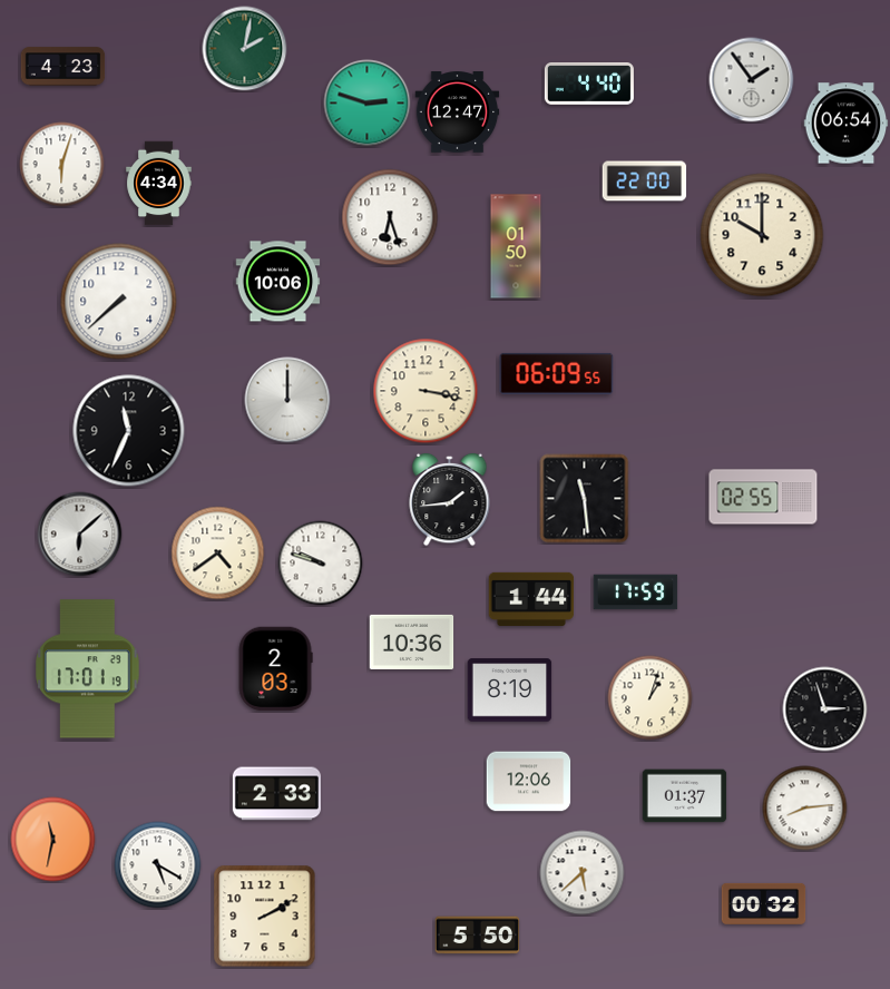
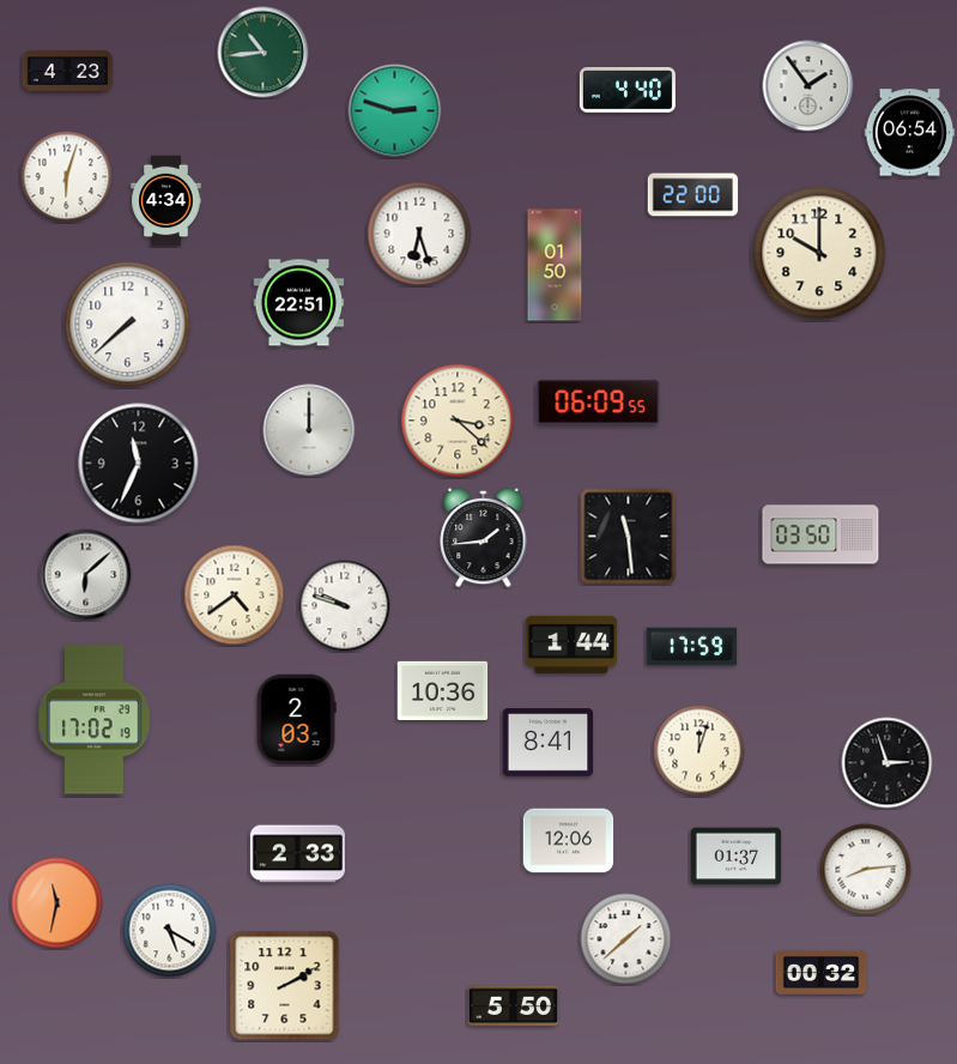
clock at (245, 49): 2:02 -> 10:44
clock at (589, 85) position: (589, 85) -> (628, 91)
clock at (458, 112): 12:47 -> none
clock at (159, 184) position: (159, 184) -> (166, 201)
clock at (278, 282): 10:06 -> 22:51
clock at (426, 391): 3:17 -> 3:22
clock at (763, 497): 02:55 -> 03:50
clock at (636, 593) position: (636, 593) -> (692, 647)
clock at (88, 669): 17:01 -> 17:02
clock at (510, 691): 8:19 -> 8:41
clock at (651, 698): 1:03 -> 12:03
clock at (583, 873): 5:38 -> 1:38
